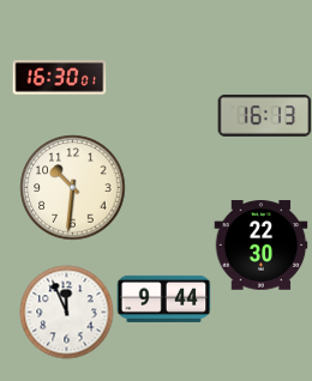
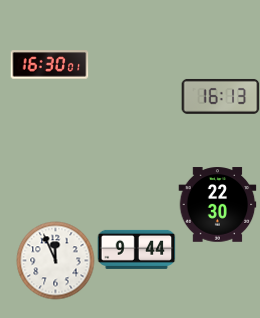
clock at (72, 187): 10:31 -> none
